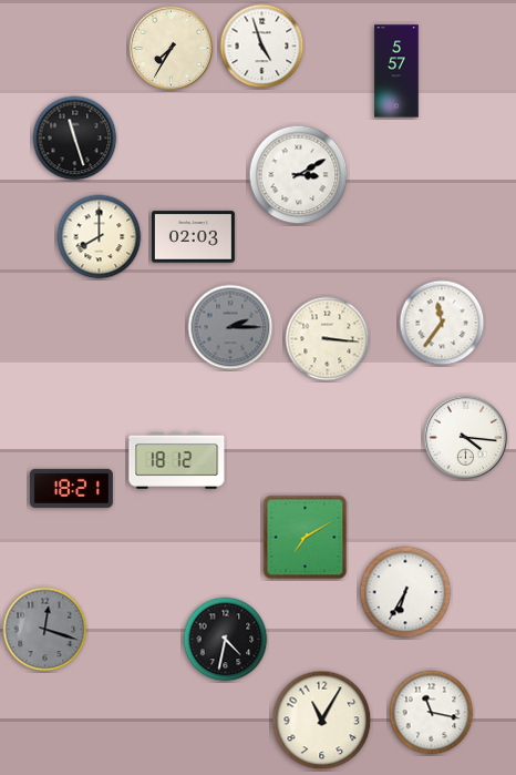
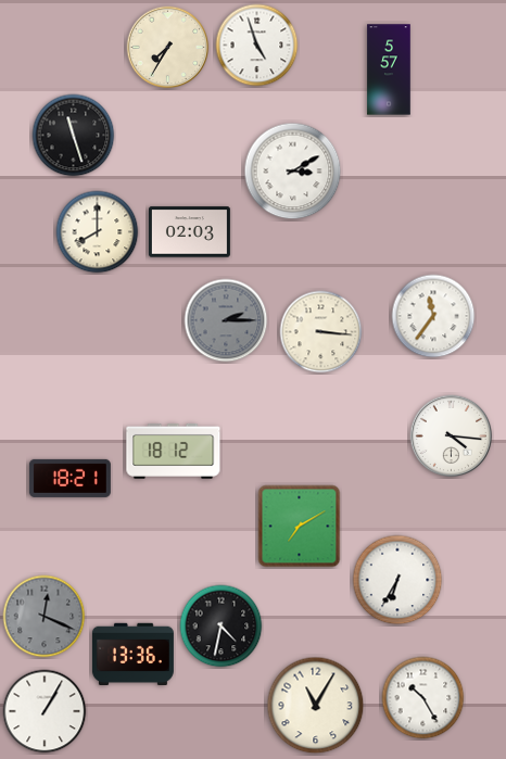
clock at (466, 438) position: (466, 438) -> (452, 437)
clock at (45, 630): 12:18 -> 12:19
clock at (132, 654): none -> 13:36
clock at (432, 713): 11:17 -> 10:25
clock at (45, 711): none -> 1:05
